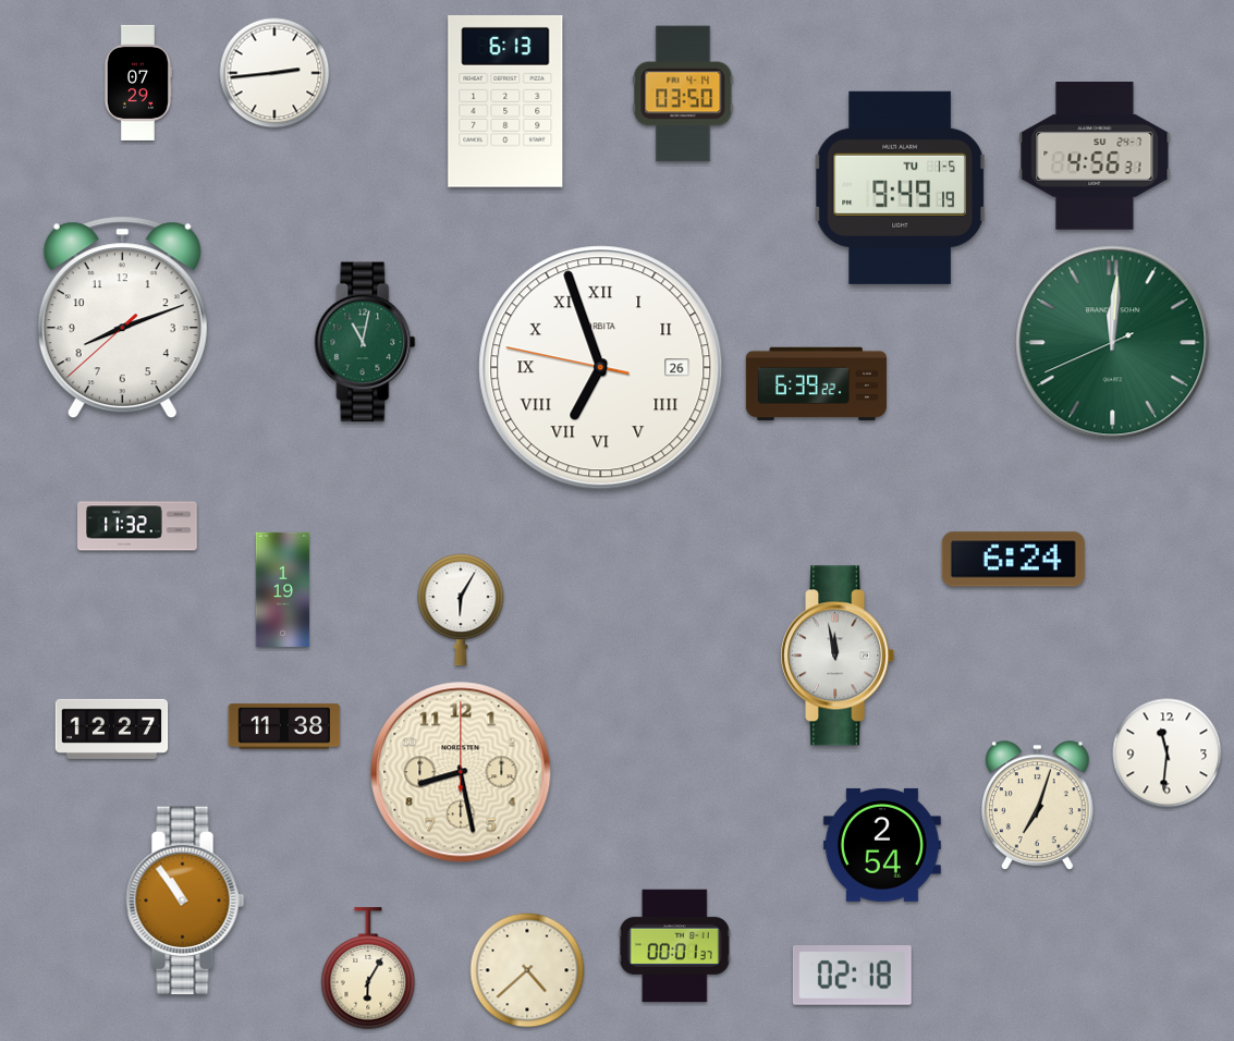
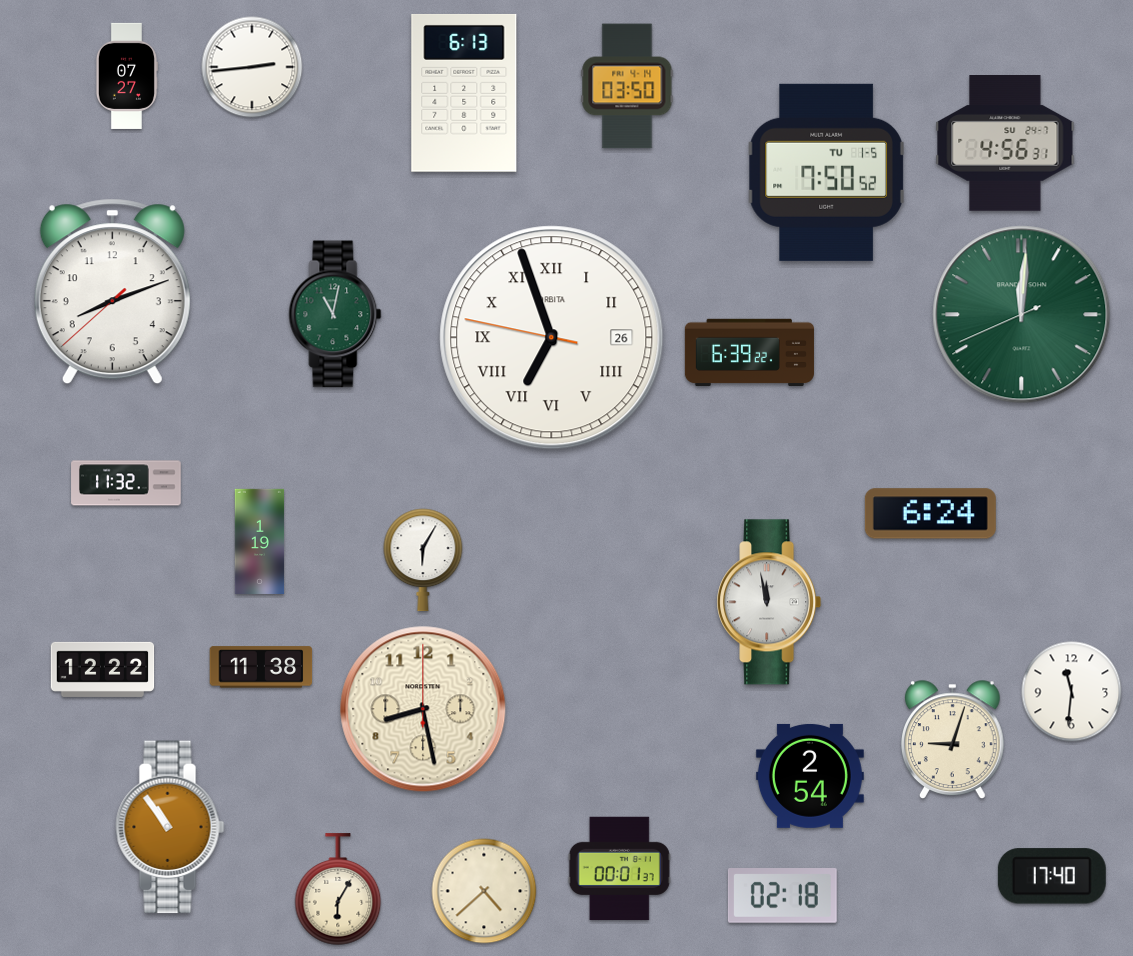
clock at (137, 83): 07:29 -> 07:27
clock at (900, 187): 9:49 -> 7:50
clock at (112, 728): 12:27 -> 12:22
clock at (1038, 805): 7:03 -> 9:03
clock at (1052, 876): none -> 17:40
